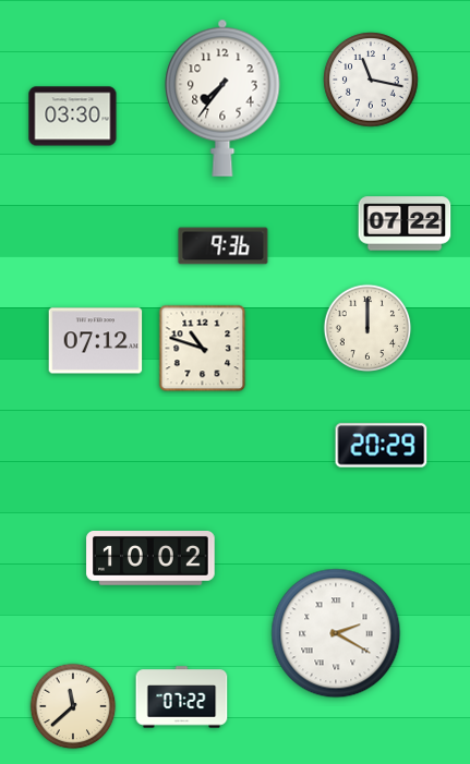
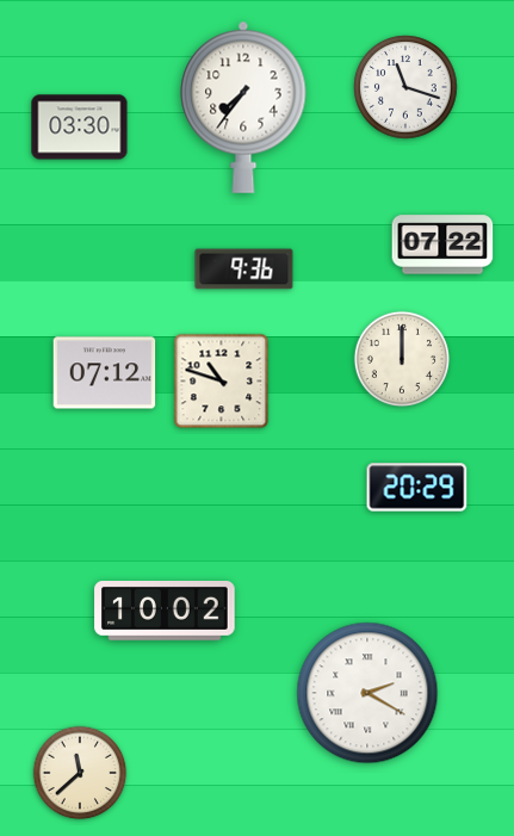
clock at (371, 80): 11:17 -> 11:18
clock at (182, 698): 07:22 -> none
